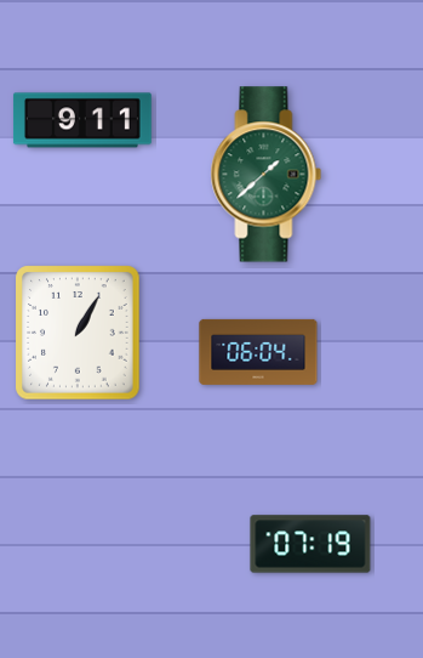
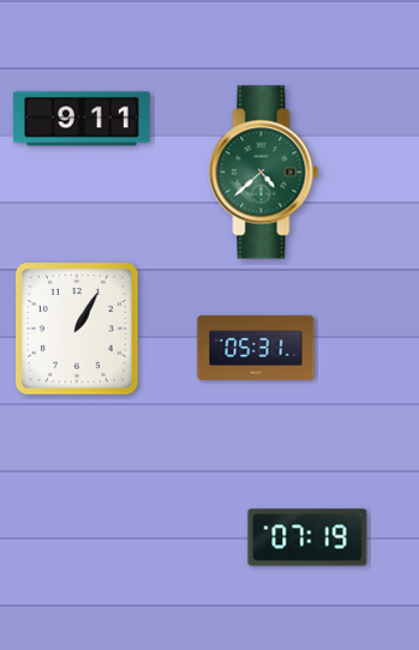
clock at (267, 175): 1:38 -> 4:38
clock at (258, 352): 06:04 -> 05:31
